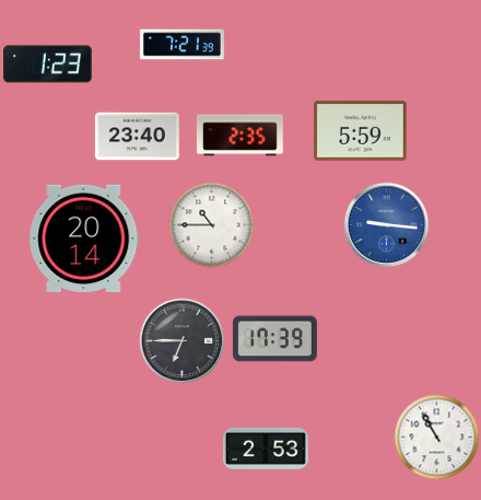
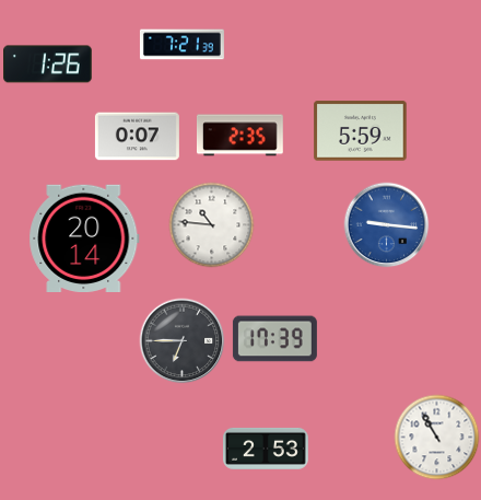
clock at (48, 65): 1:23 -> 1:26
clock at (137, 137): 23:40 -> 0:07
clock at (211, 224): 10:45 -> 10:46
